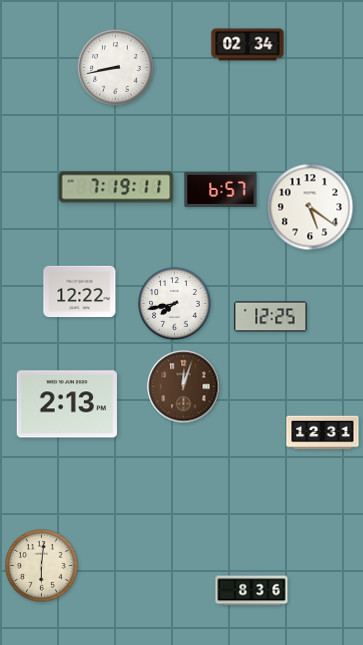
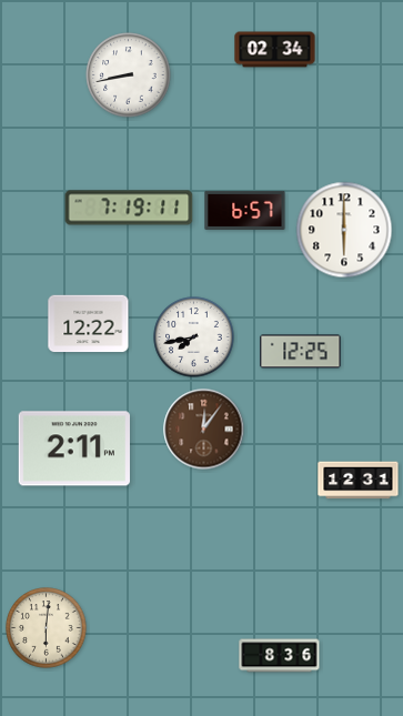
clock at (310, 207): 5:21 -> 6:00
clock at (184, 387): 12:03 -> 12:06
clock at (67, 404): 2:13 -> 2:11
